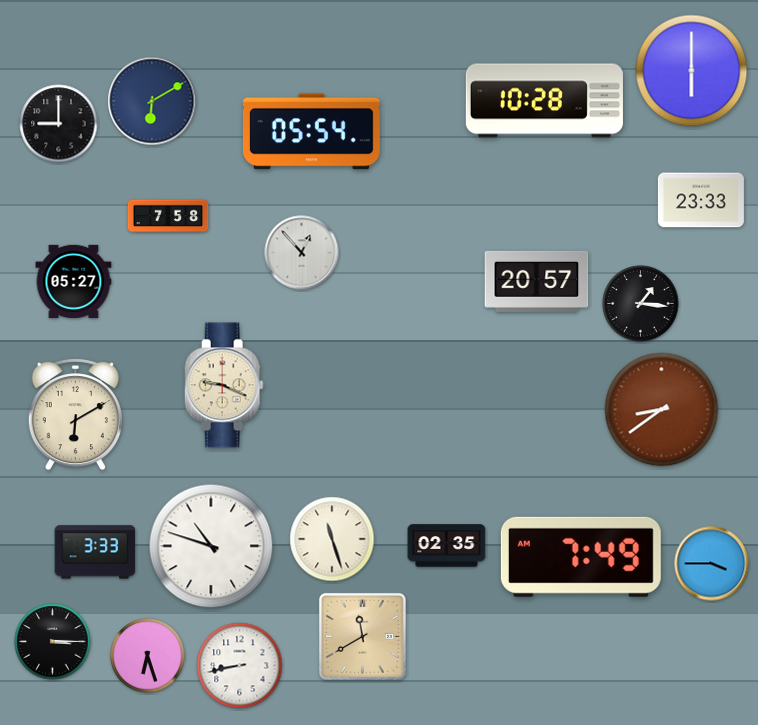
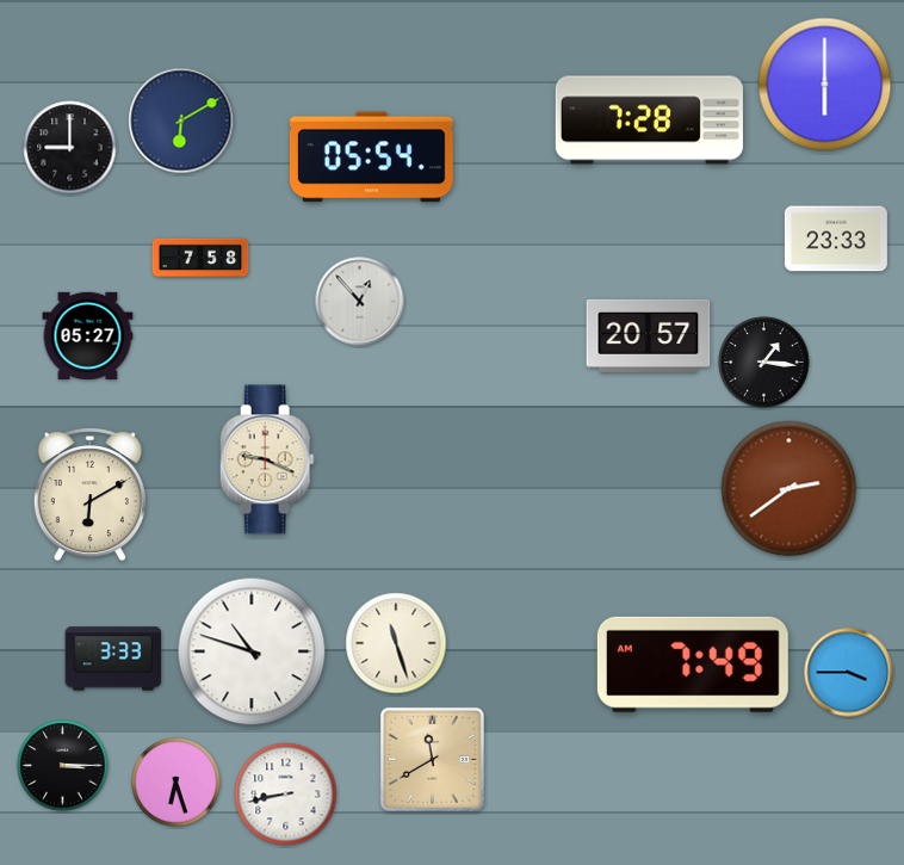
clock at (544, 101): 10:28 -> 7:28
clock at (537, 281) position: (537, 281) -> (649, 335)
clock at (662, 410): 8:39 -> 2:39
clock at (447, 546): 02:35 -> none
